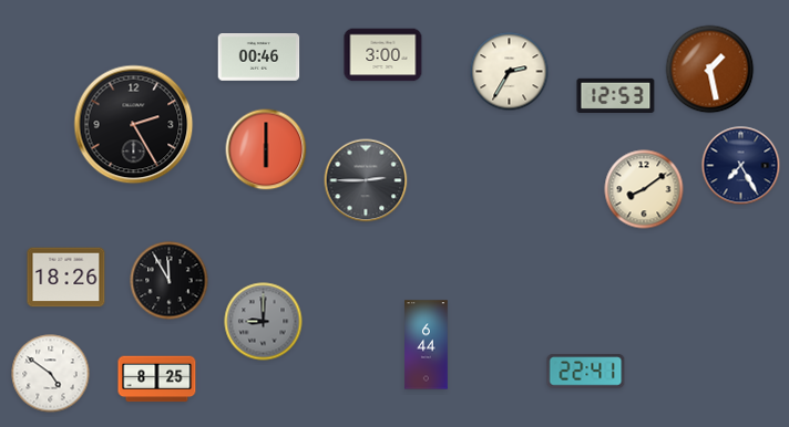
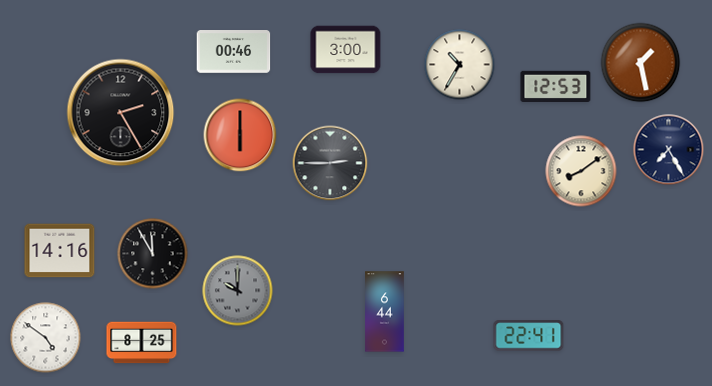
clock at (510, 72): 2:35 -> 10:35
clock at (66, 278): 18:26 -> 14:16
clock at (264, 322): 9:00 -> 10:00
